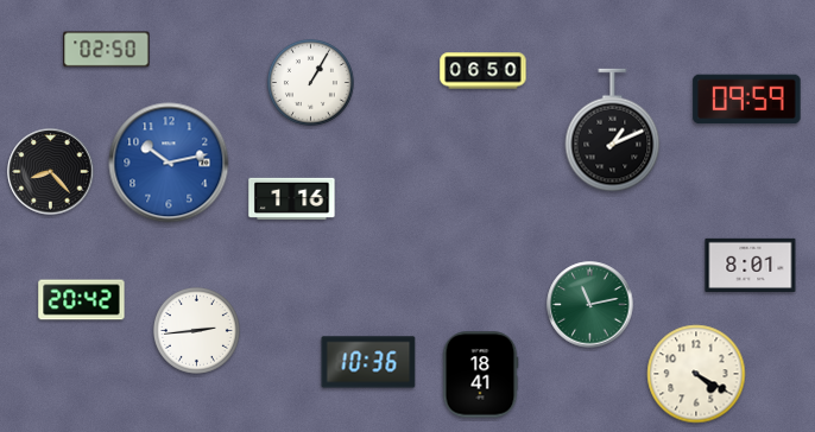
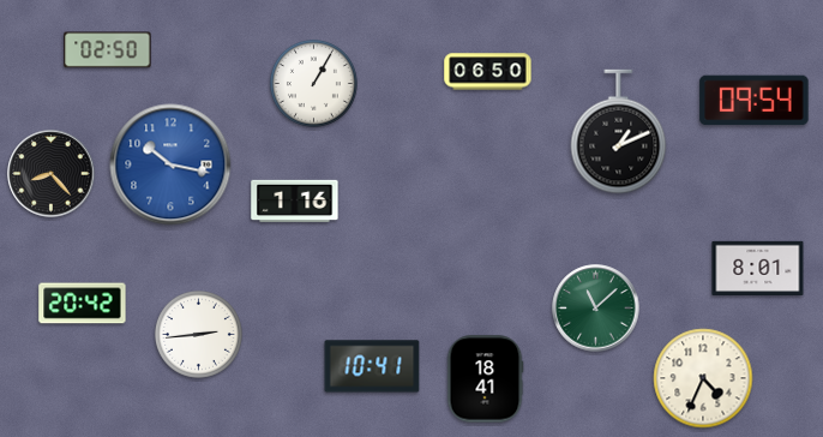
clock at (747, 100): 09:59 -> 09:54
clock at (169, 163): 10:13 -> 10:17
clock at (590, 305): 11:13 -> 11:08
clock at (368, 362): 10:36 -> 10:41
clock at (696, 374): 4:20 -> 4:34
